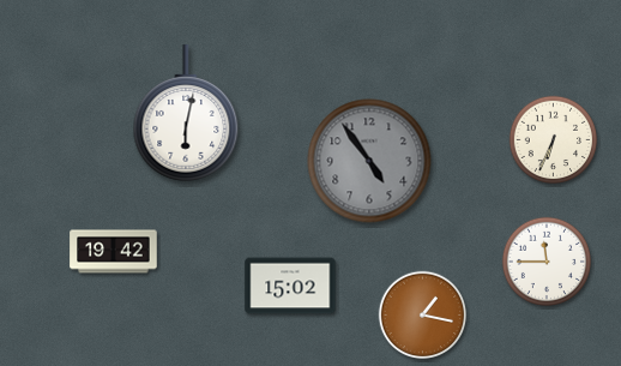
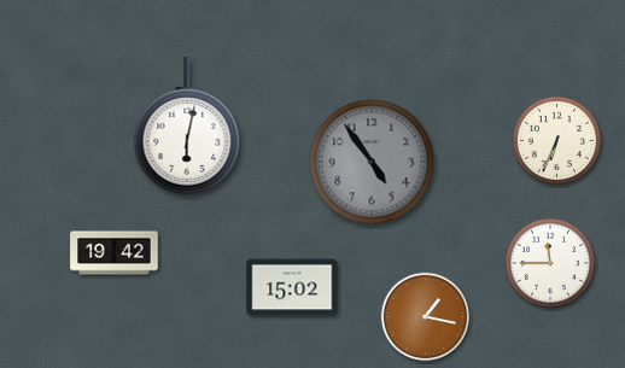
clock at (186, 113) position: (186, 113) -> (187, 125)
